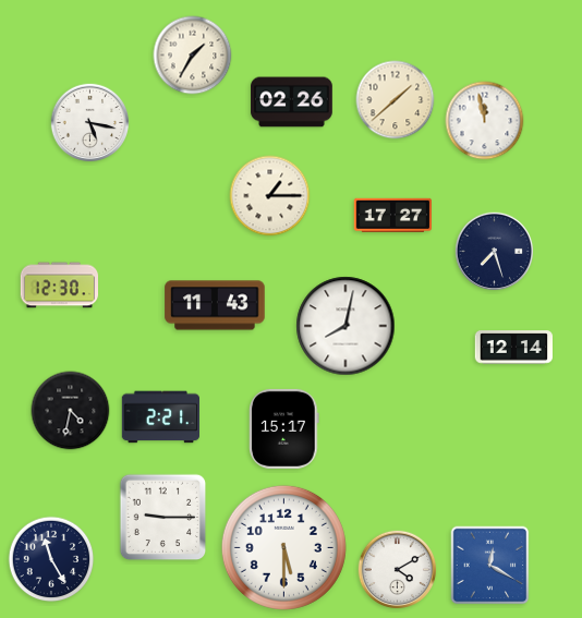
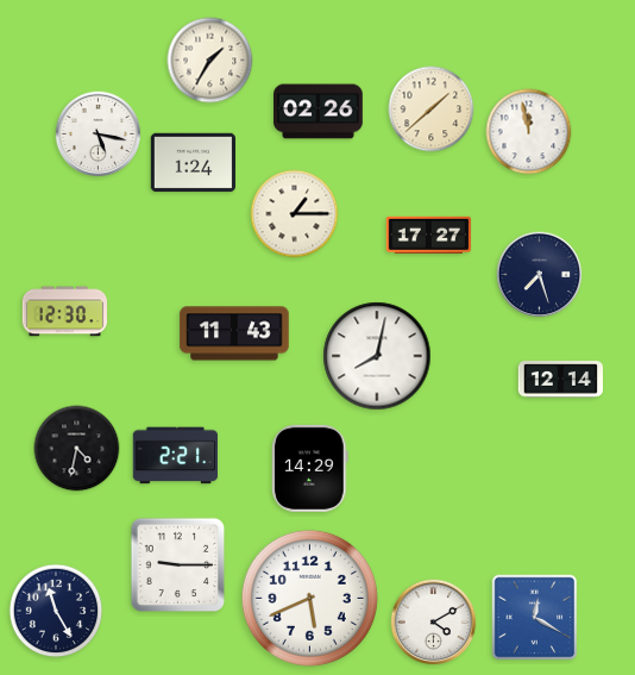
clock at (193, 163): none -> 1:24
clock at (284, 428): 15:17 -> 14:29
clock at (283, 547): 5:30 -> 5:41
